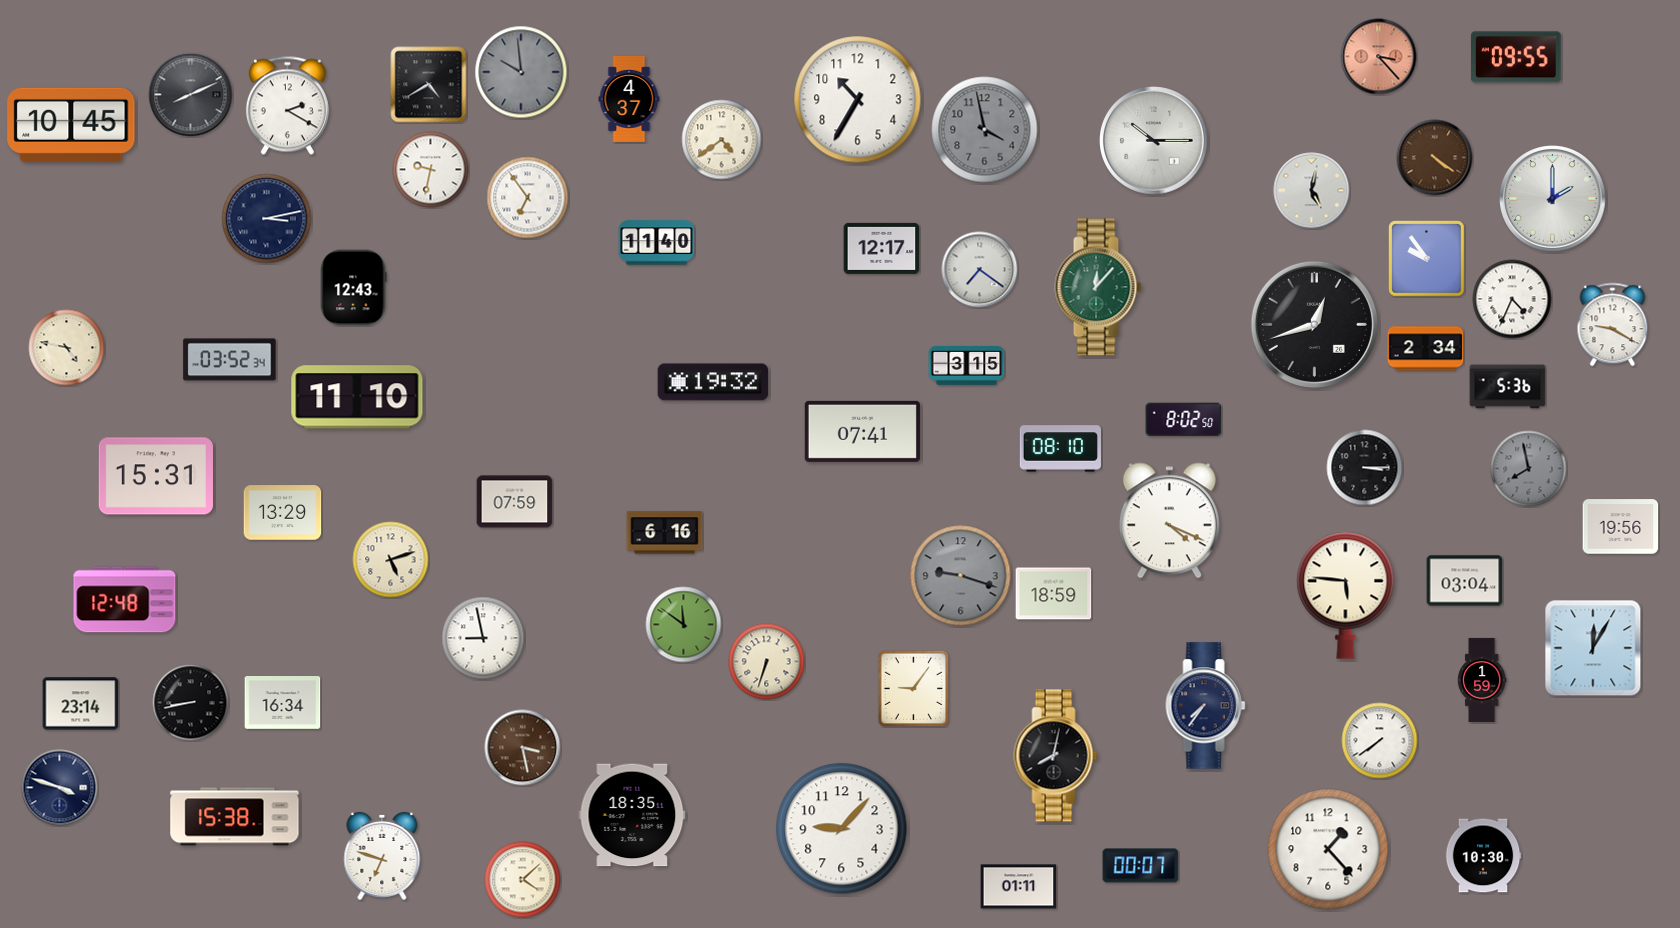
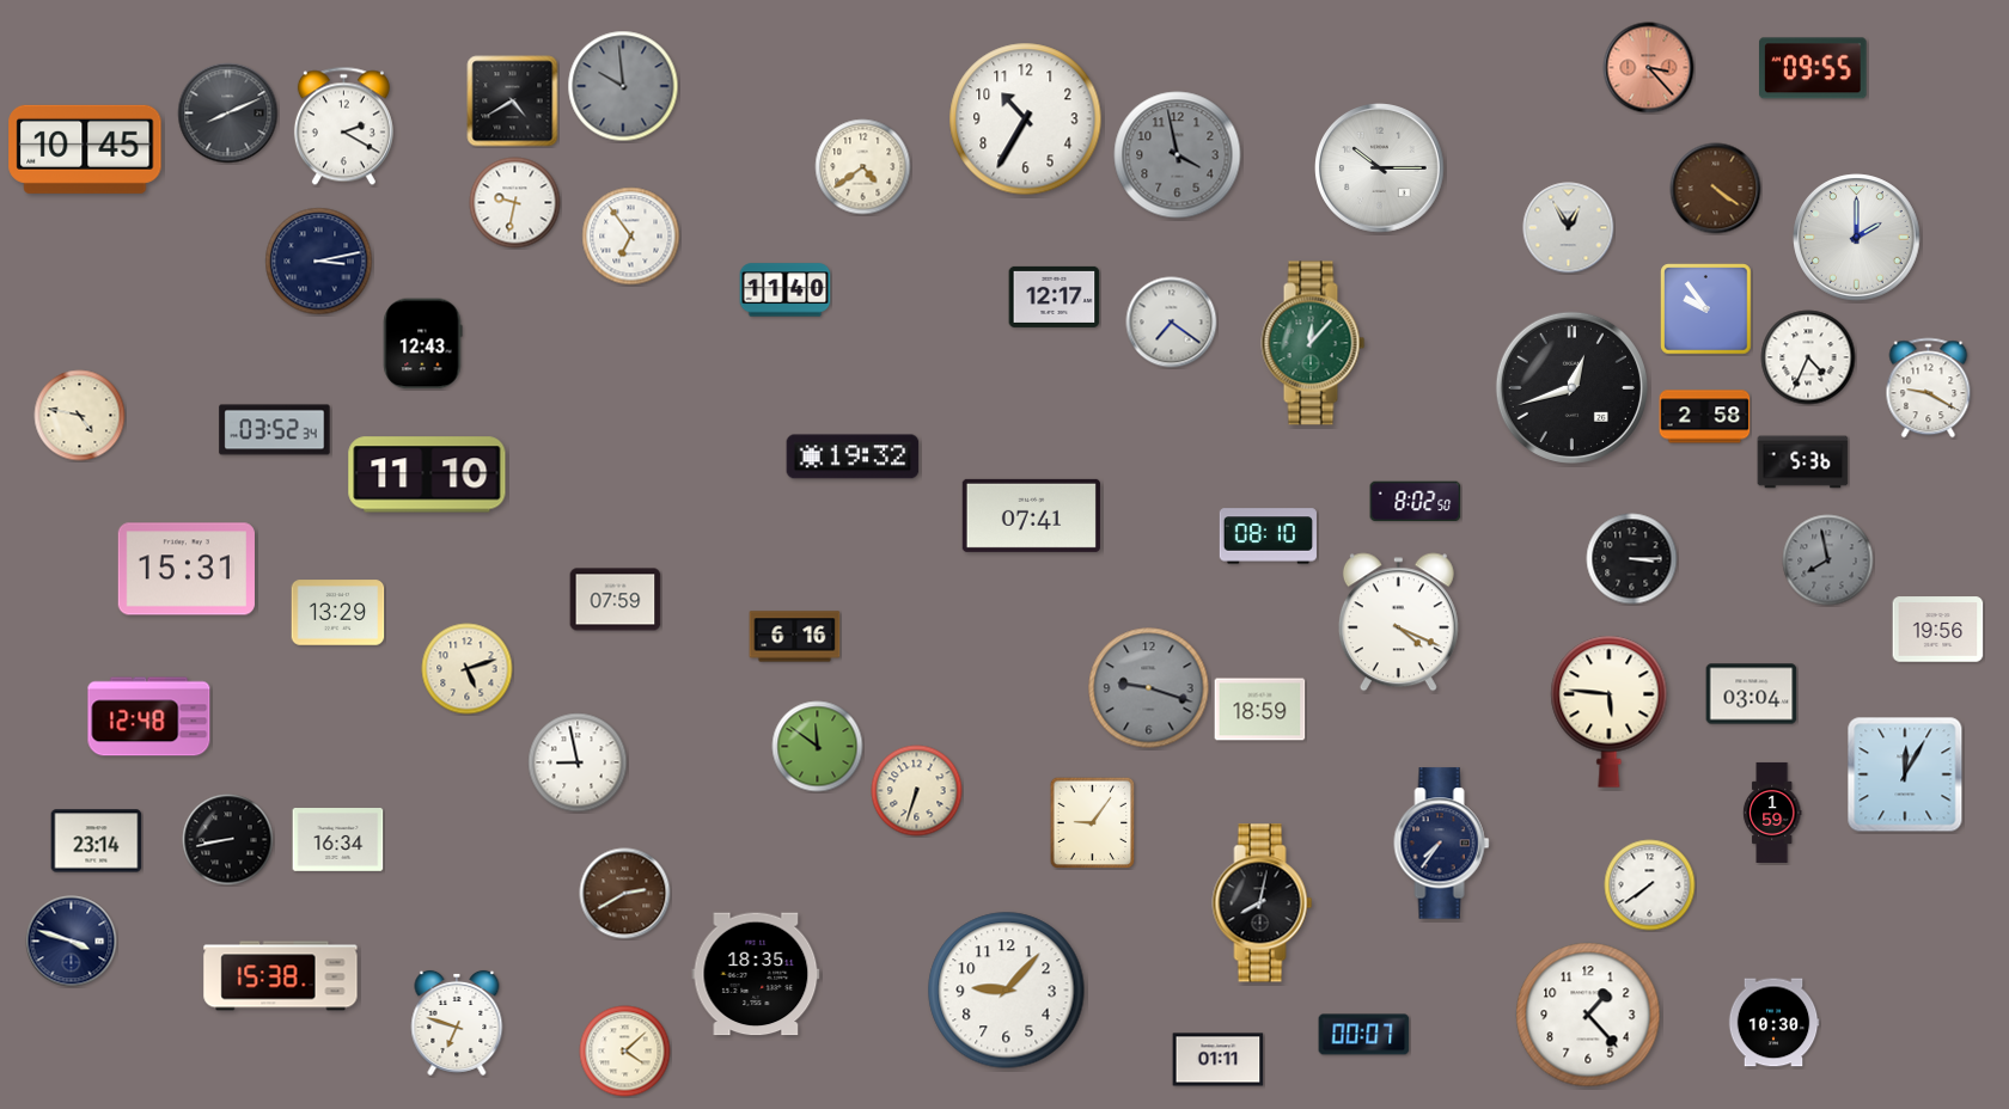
clock at (629, 99): 4:37 -> none
clock at (1312, 191): 5:02 -> 12:55
clock at (1426, 349): 2:34 -> 2:58
clock at (967, 365): 3:15 -> none
clock at (523, 748): 3:28 -> 2:40
